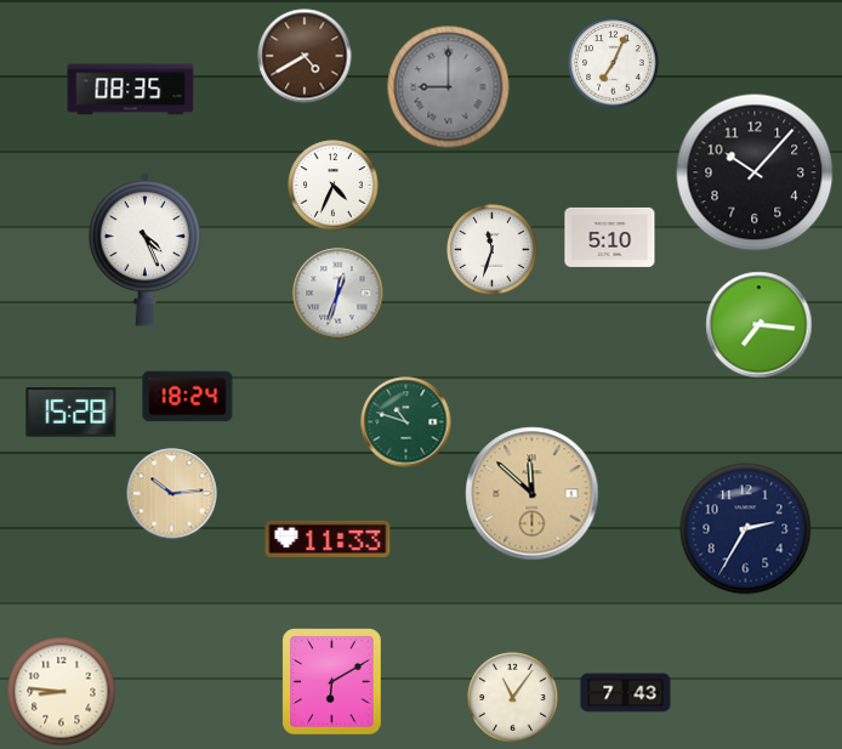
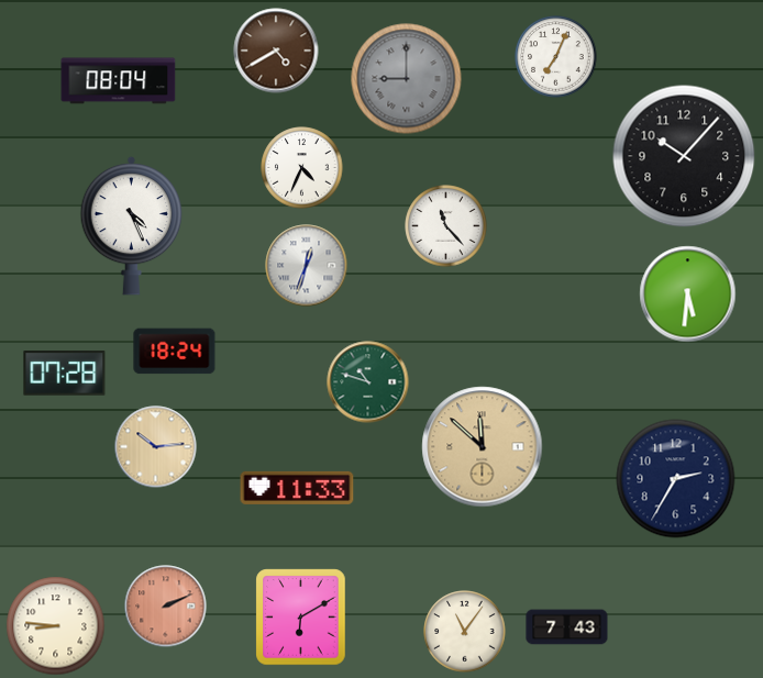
clock at (131, 90): 08:35 -> 08:04
clock at (610, 237): 5:10 -> none
clock at (493, 250): 11:33 -> 11:23
clock at (759, 325): 7:16 -> 5:31
clock at (188, 397) position: (188, 397) -> (175, 352)
clock at (72, 413): 15:28 -> 07:28
clock at (166, 607): none -> 2:11
